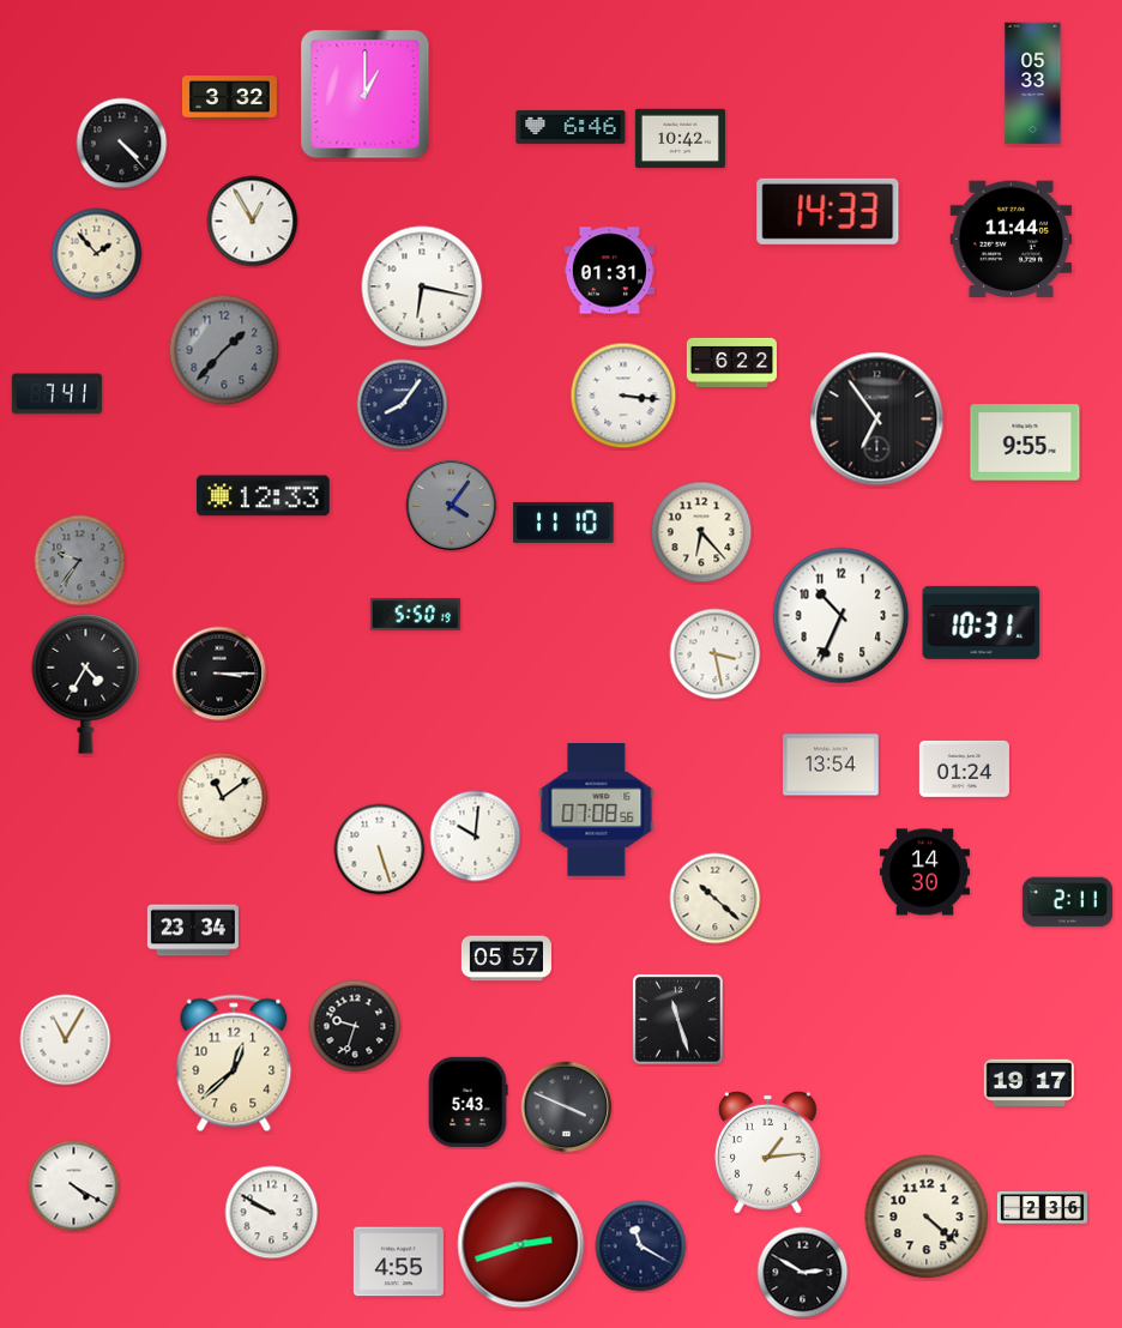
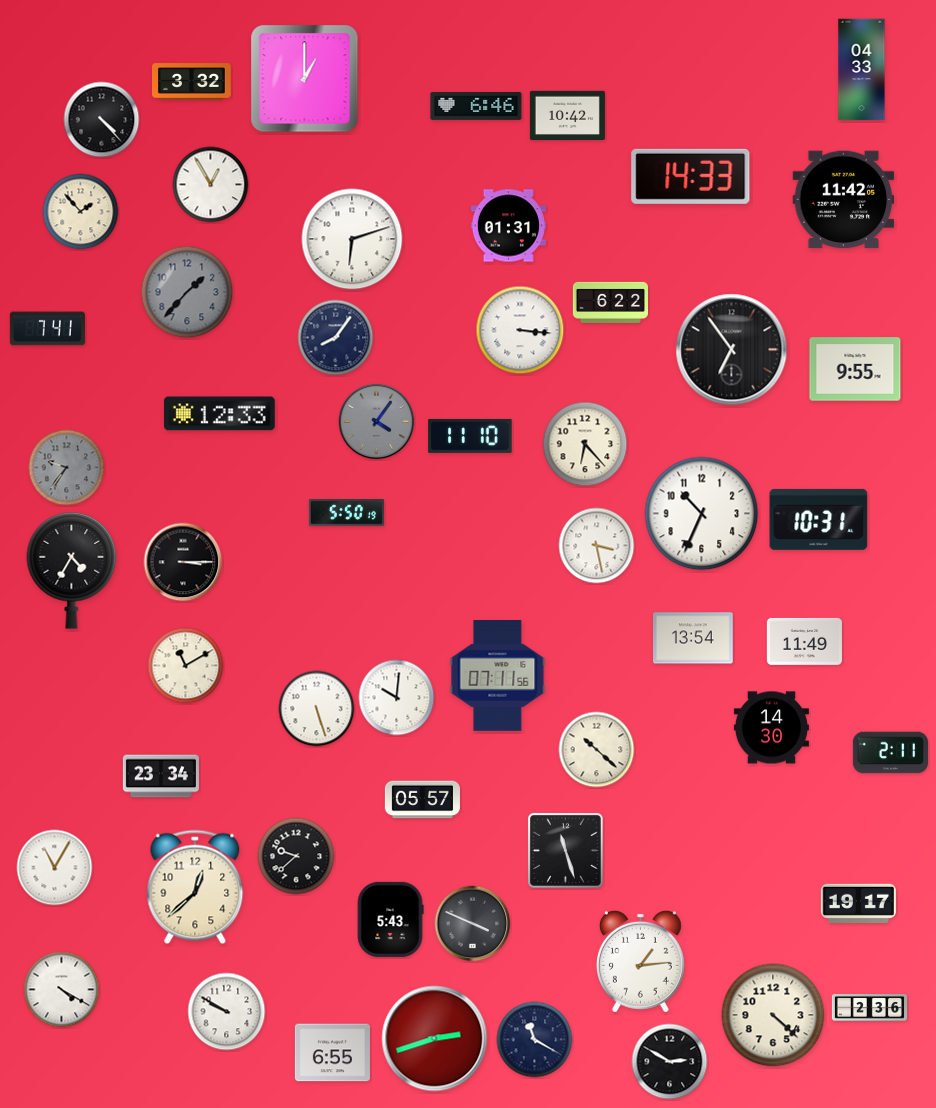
clock at (1033, 84): 05:33 -> 04:33
clock at (1012, 240): 11:44 -> 11:42
clock at (422, 286): 6:17 -> 6:12
clock at (964, 768): 01:24 -> 11:49
clock at (223, 798): 11:09 -> 11:10
clock at (597, 810): 07:08 -> 07:11
clock at (355, 1026): 9:33 -> 9:38
clock at (398, 1262): 4:55 -> 6:55
